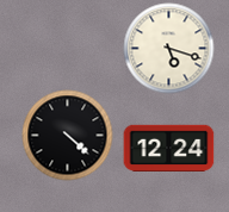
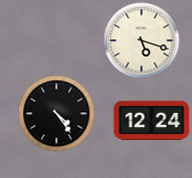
clock at (68, 136): 4:22 -> 4:24
clock at (169, 148) position: (169, 148) -> (152, 120)
